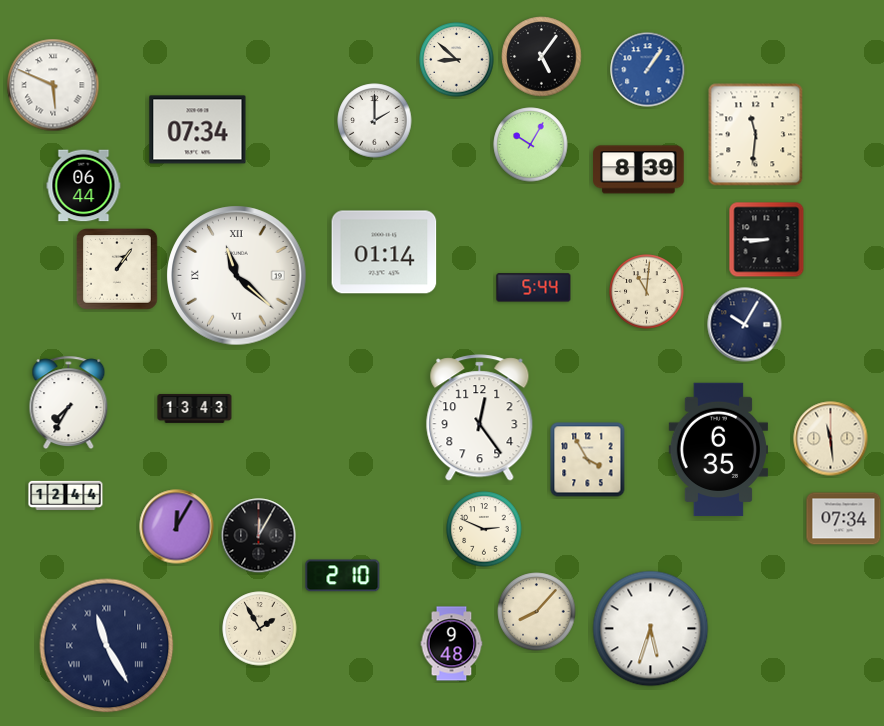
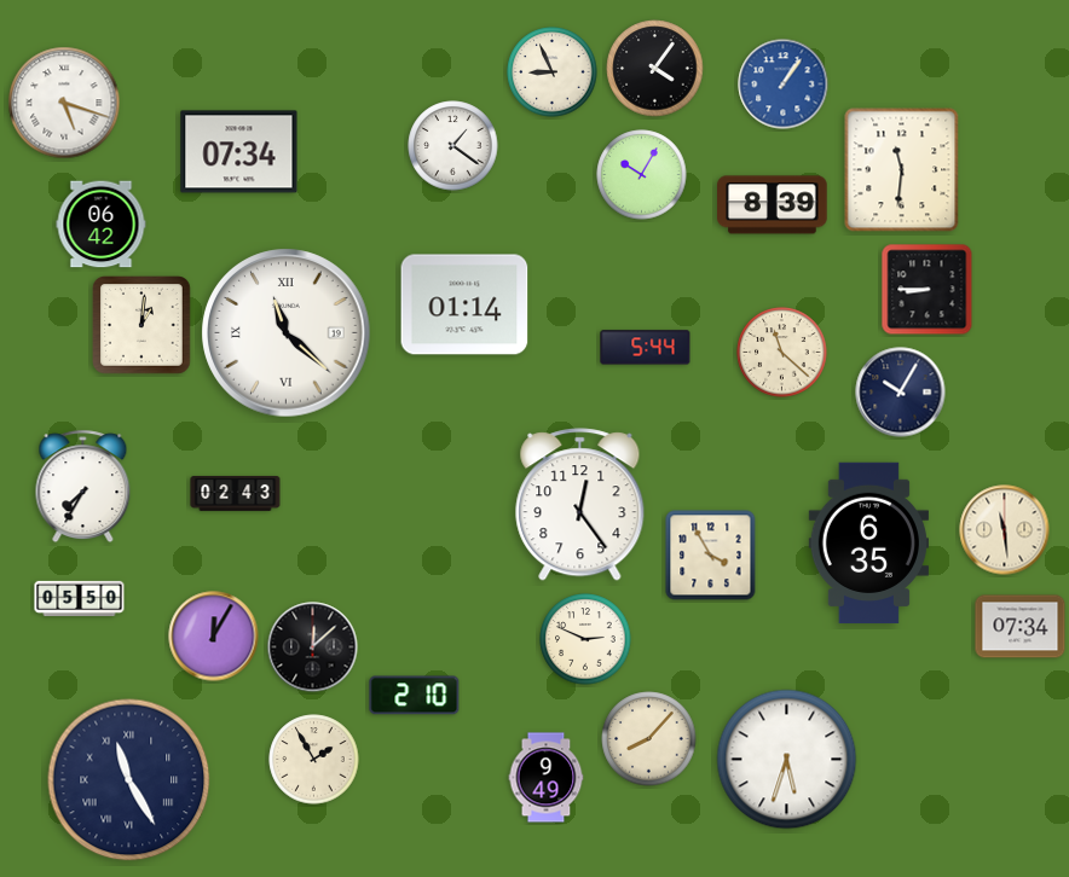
clock at (542, 57): 5:06 -> 4:06
clock at (457, 60): 8:52 -> 8:56
clock at (53, 85): 5:49 -> 5:18
clock at (375, 121): 2:00 -> 1:21
clock at (198, 130) position: (198, 130) -> (239, 152)
clock at (756, 135) position: (756, 135) -> (902, 170)
clock at (84, 186): 06:44 -> 06:42
clock at (118, 270): 1:06 -> 1:01
clock at (647, 292): 11:01 -> 11:22
clock at (195, 408): 13:43 -> 02:43
clock at (66, 496): 12:44 -> 05:50
clock at (259, 536): 12:05 -> 12:08
clock at (452, 644): 9:48 -> 9:49
